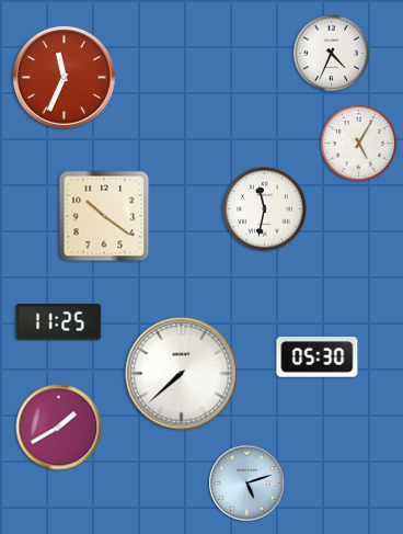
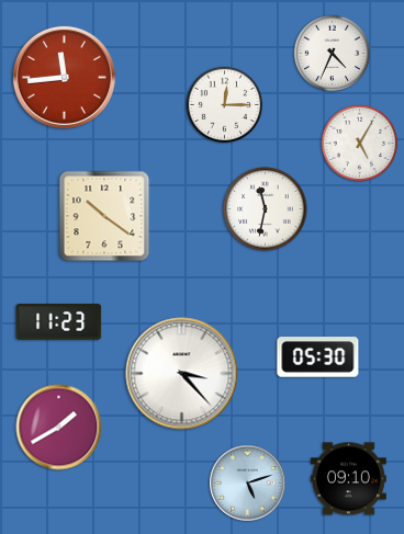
clock at (64, 77): 11:34 -> 11:44
clock at (225, 105): none -> 12:15
clock at (59, 321): 11:25 -> 11:23
clock at (182, 374): 7:38 -> 3:23
clock at (348, 479): none -> 09:10
